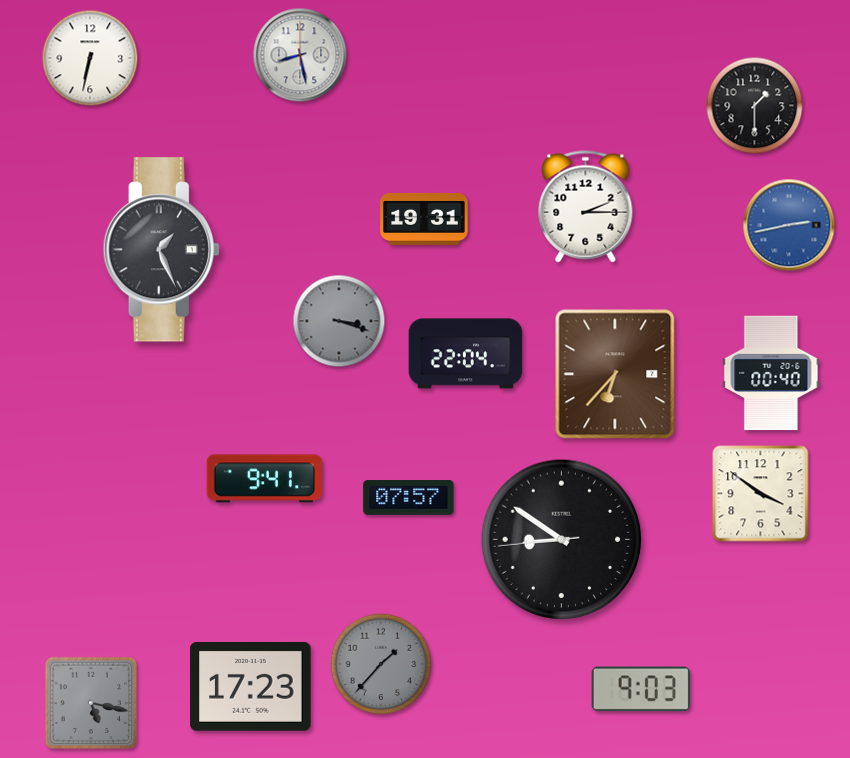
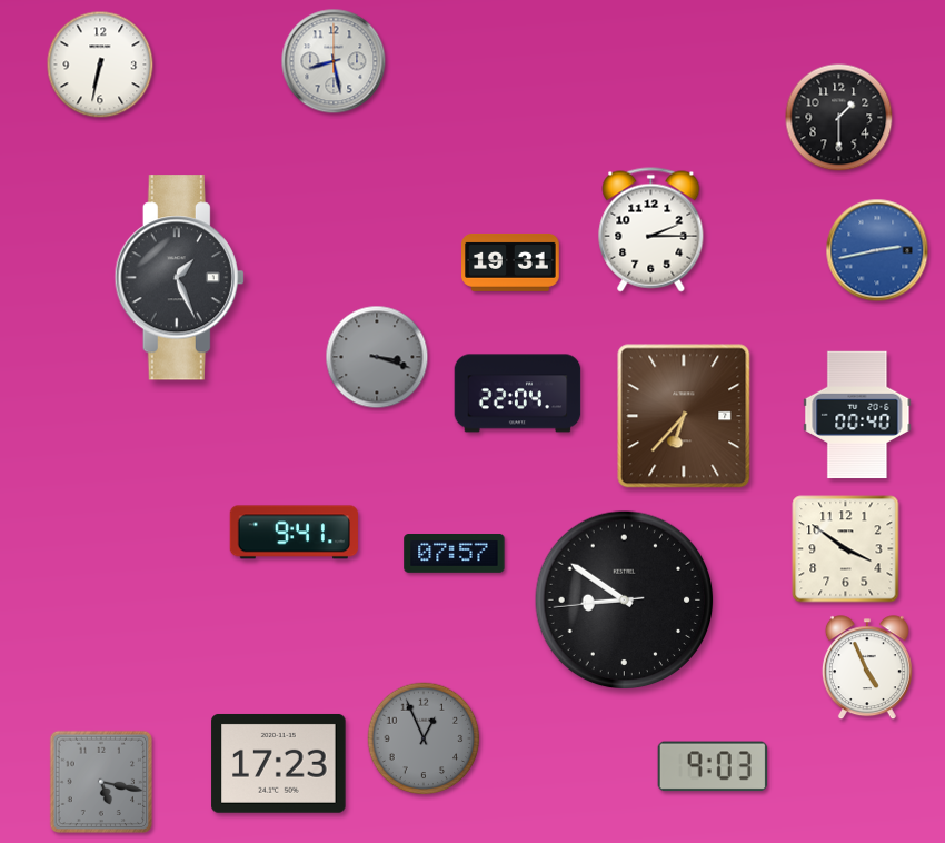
clock at (424, 219) position: (424, 219) -> (510, 262)
clock at (867, 668): none -> 4:56
clock at (381, 664): 1:37 -> 12:56
